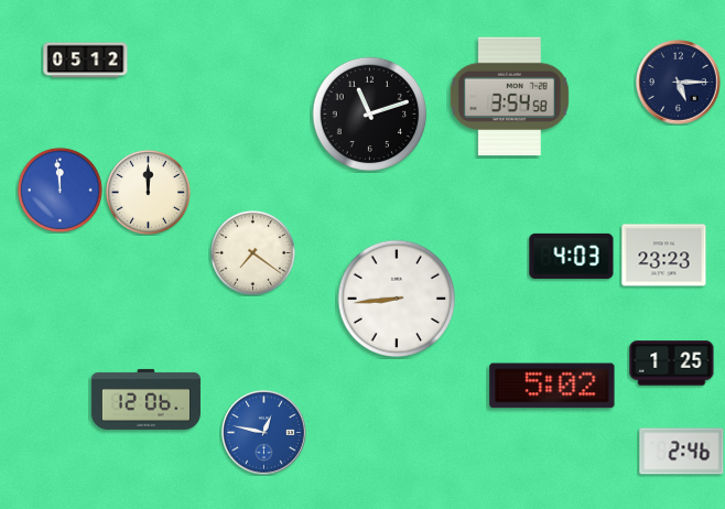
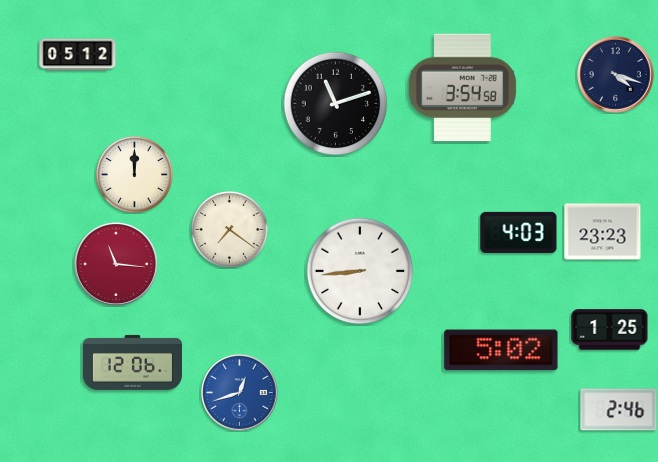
clock at (679, 83): 5:15 -> 4:18
clock at (59, 189): 11:59 -> none
clock at (116, 264): none -> 11:16
clock at (264, 433): 12:47 -> 12:42
